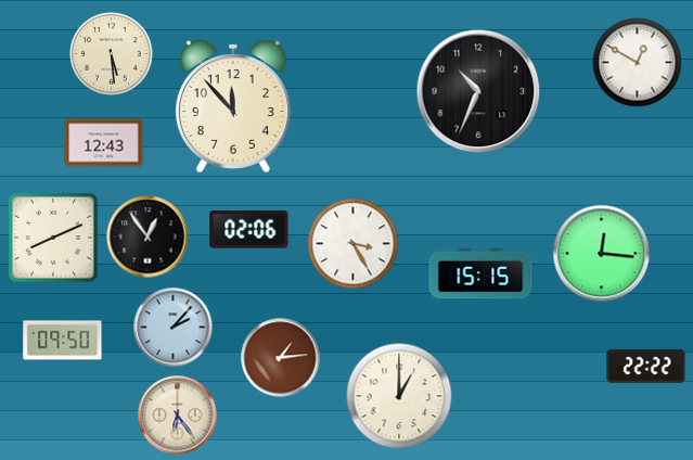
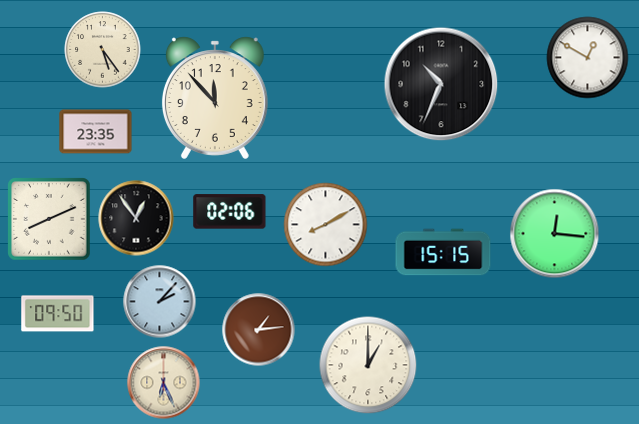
clock at (112, 54): 5:29 -> 5:24
clock at (104, 143): 12:43 -> 23:35
clock at (354, 244): 3:25 -> 8:10
clock at (646, 366): 22:22 -> none
clock at (178, 416): 6:24 -> 6:26
